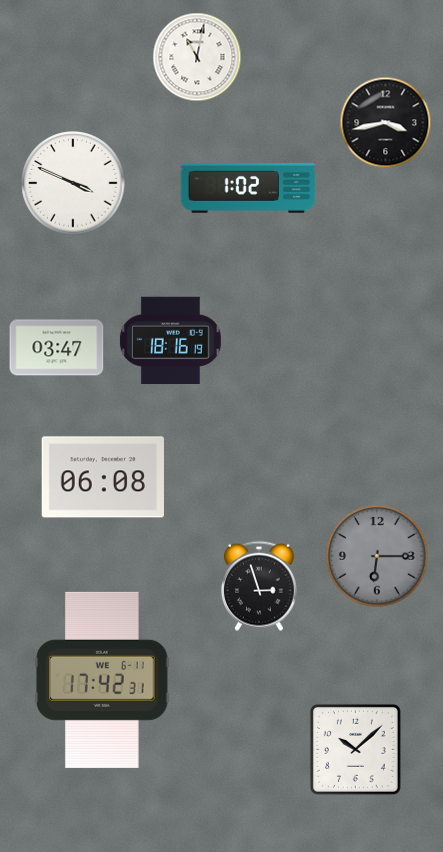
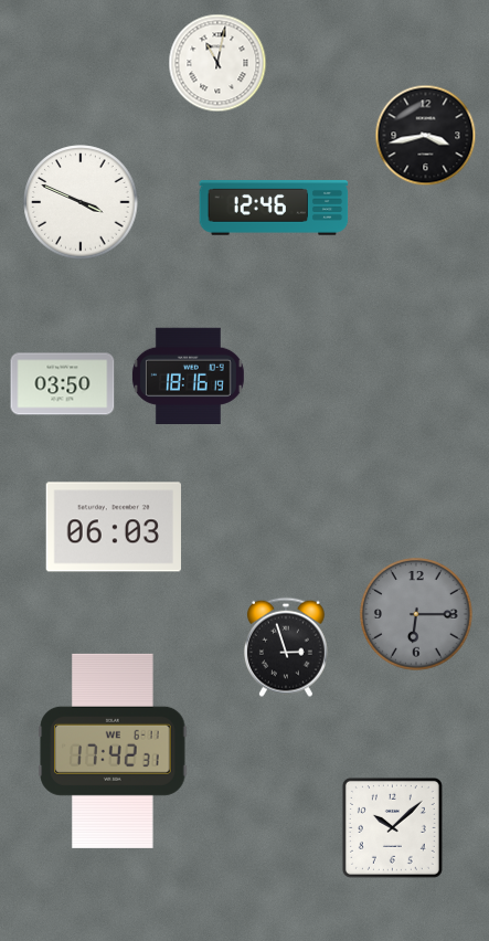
clock at (248, 189): 1:02 -> 12:46
clock at (57, 348): 03:47 -> 03:50
clock at (103, 477): 06:08 -> 06:03
